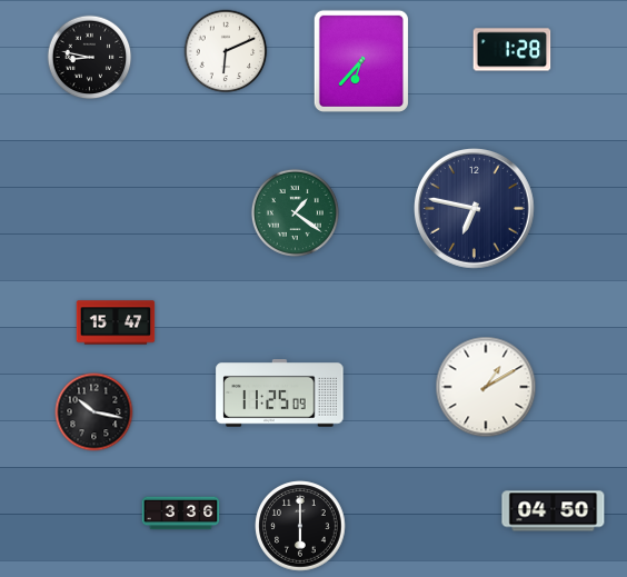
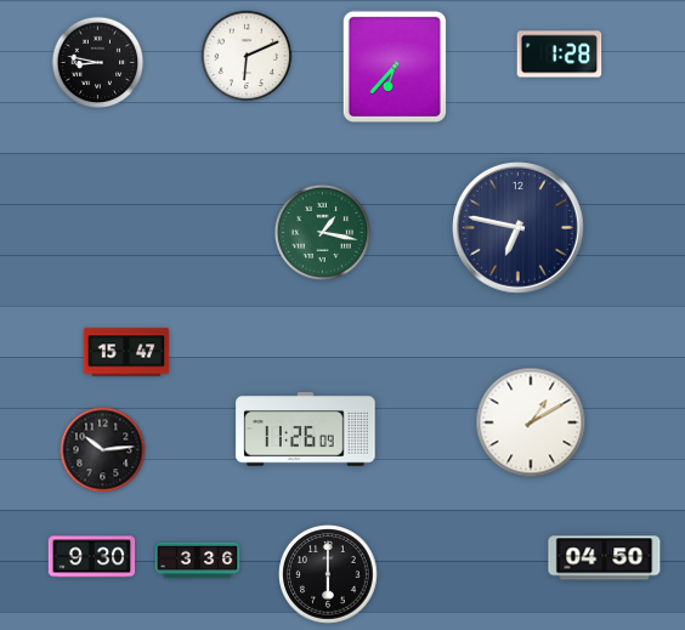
clock at (295, 212): 1:21 -> 1:17
clock at (280, 394): 11:25 -> 11:26
clock at (94, 412): 10:17 -> 10:14
clock at (92, 557): none -> 9:30
